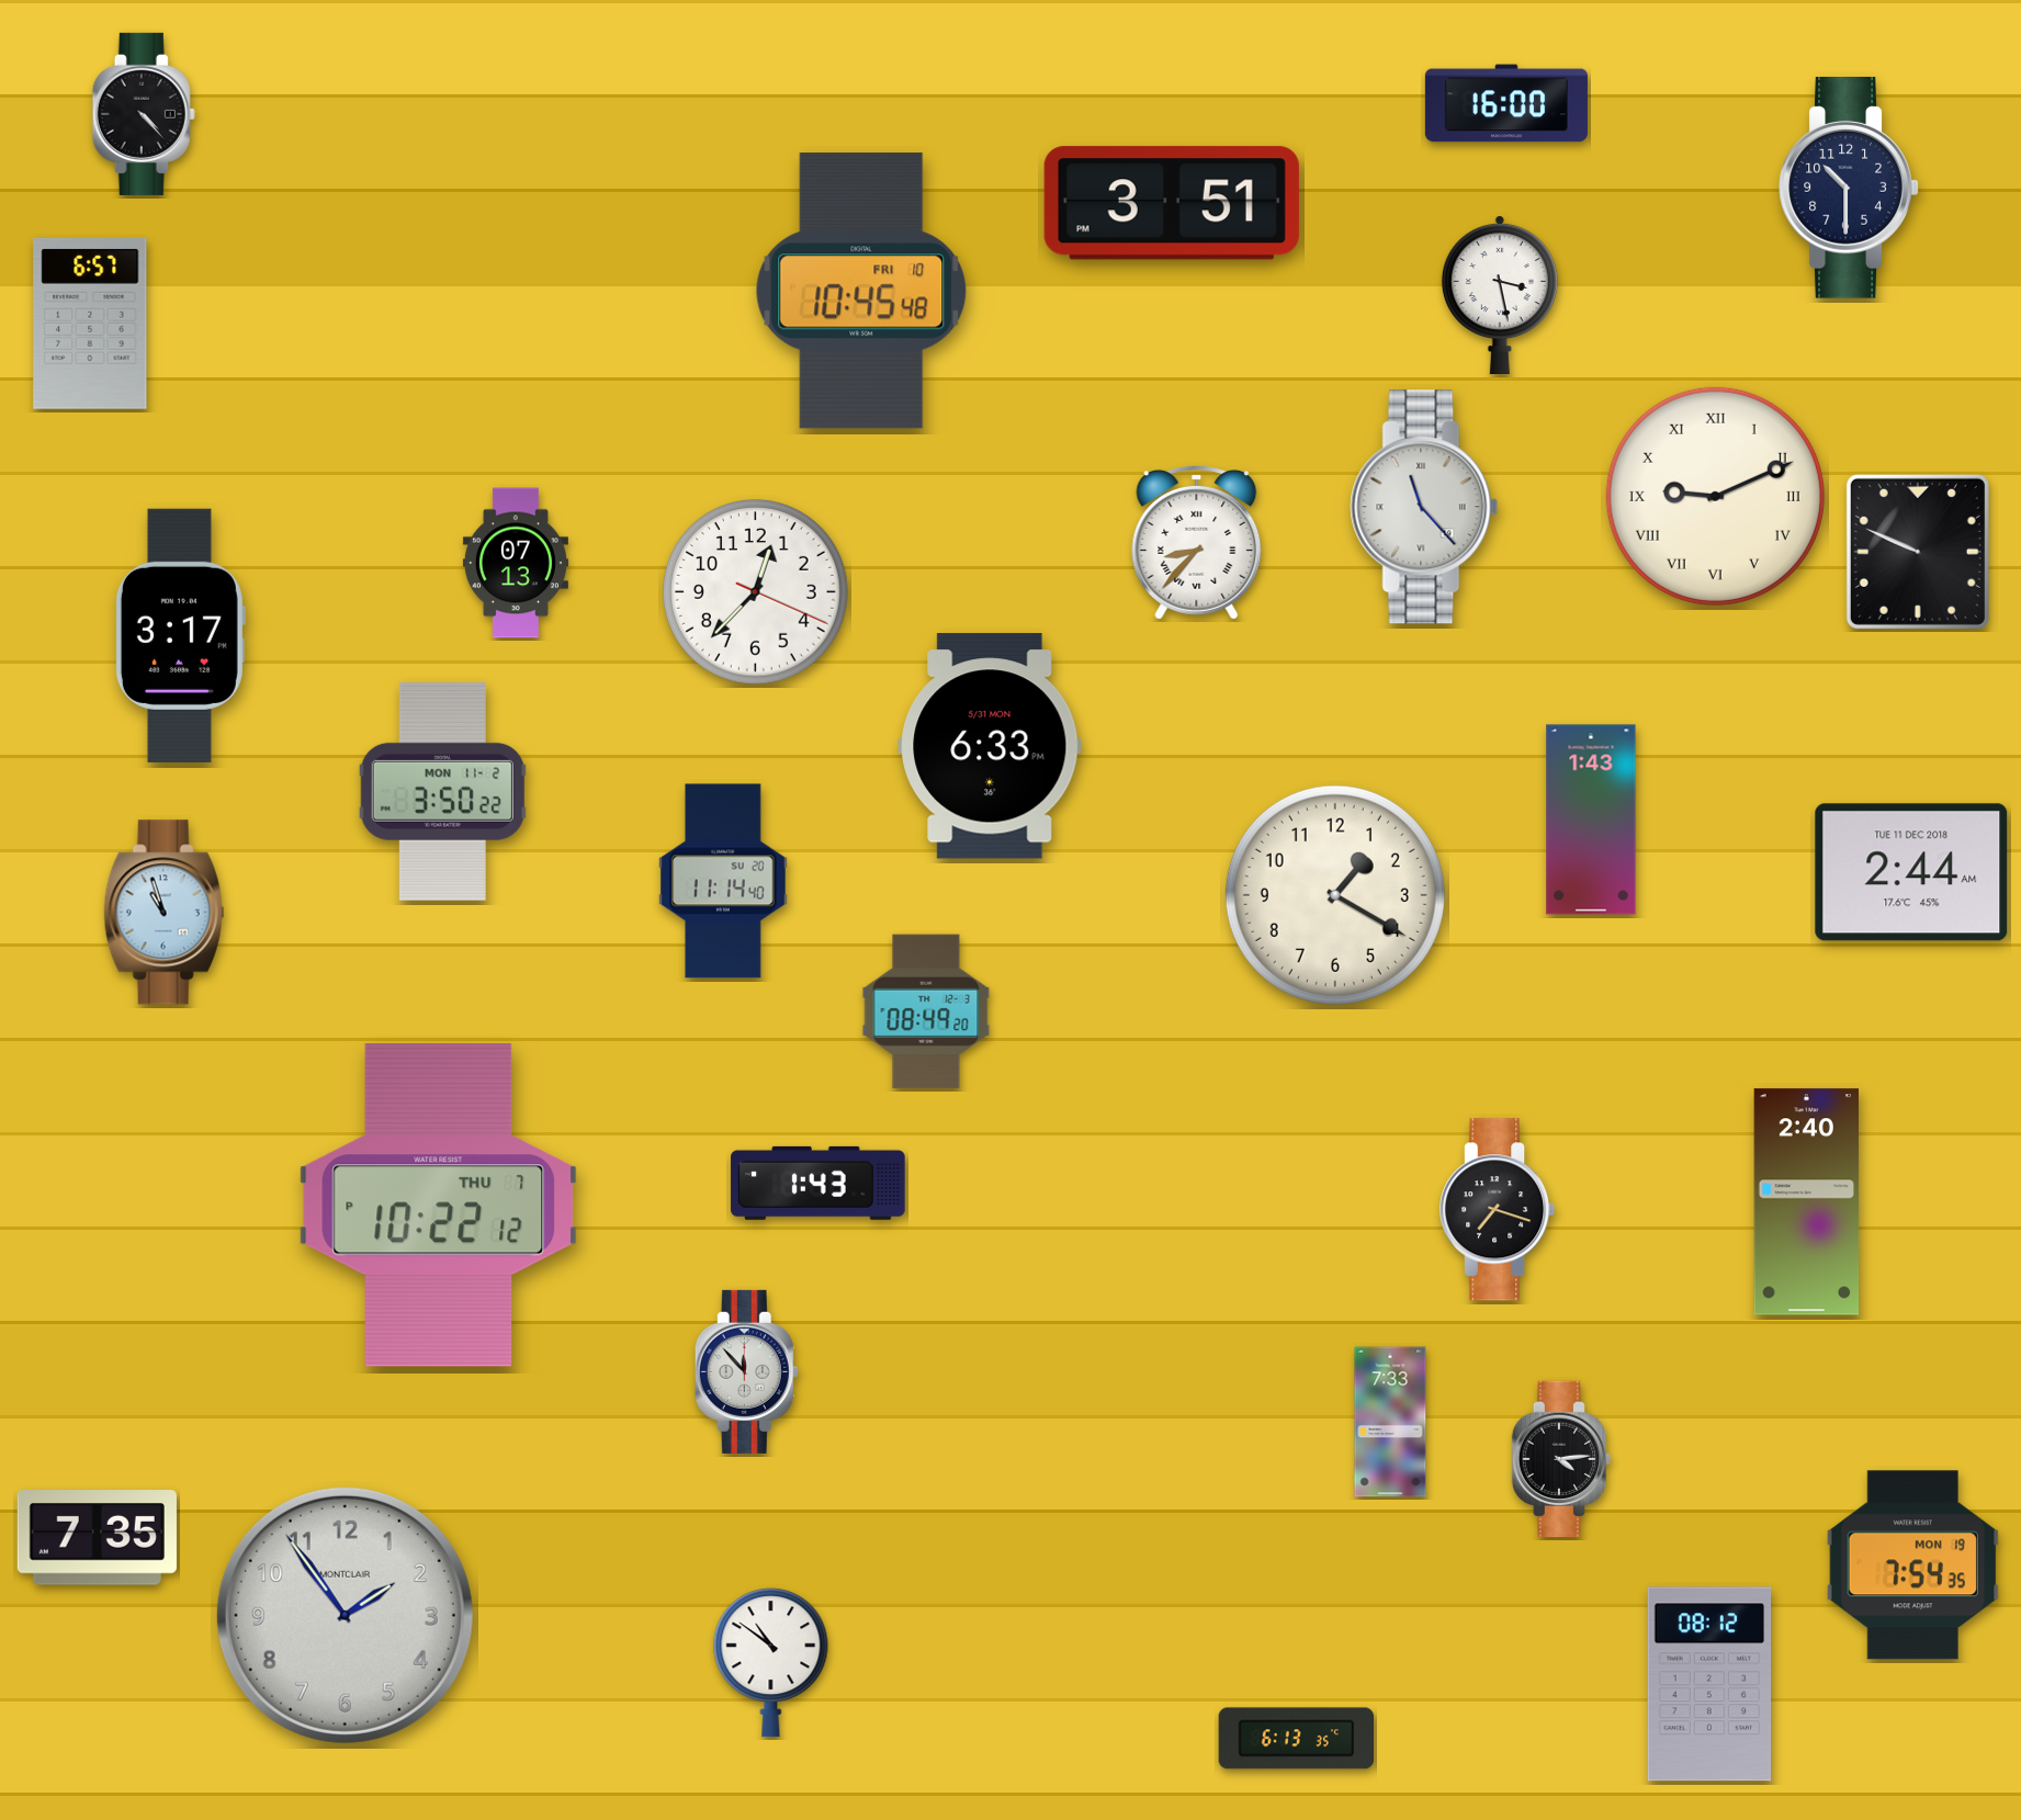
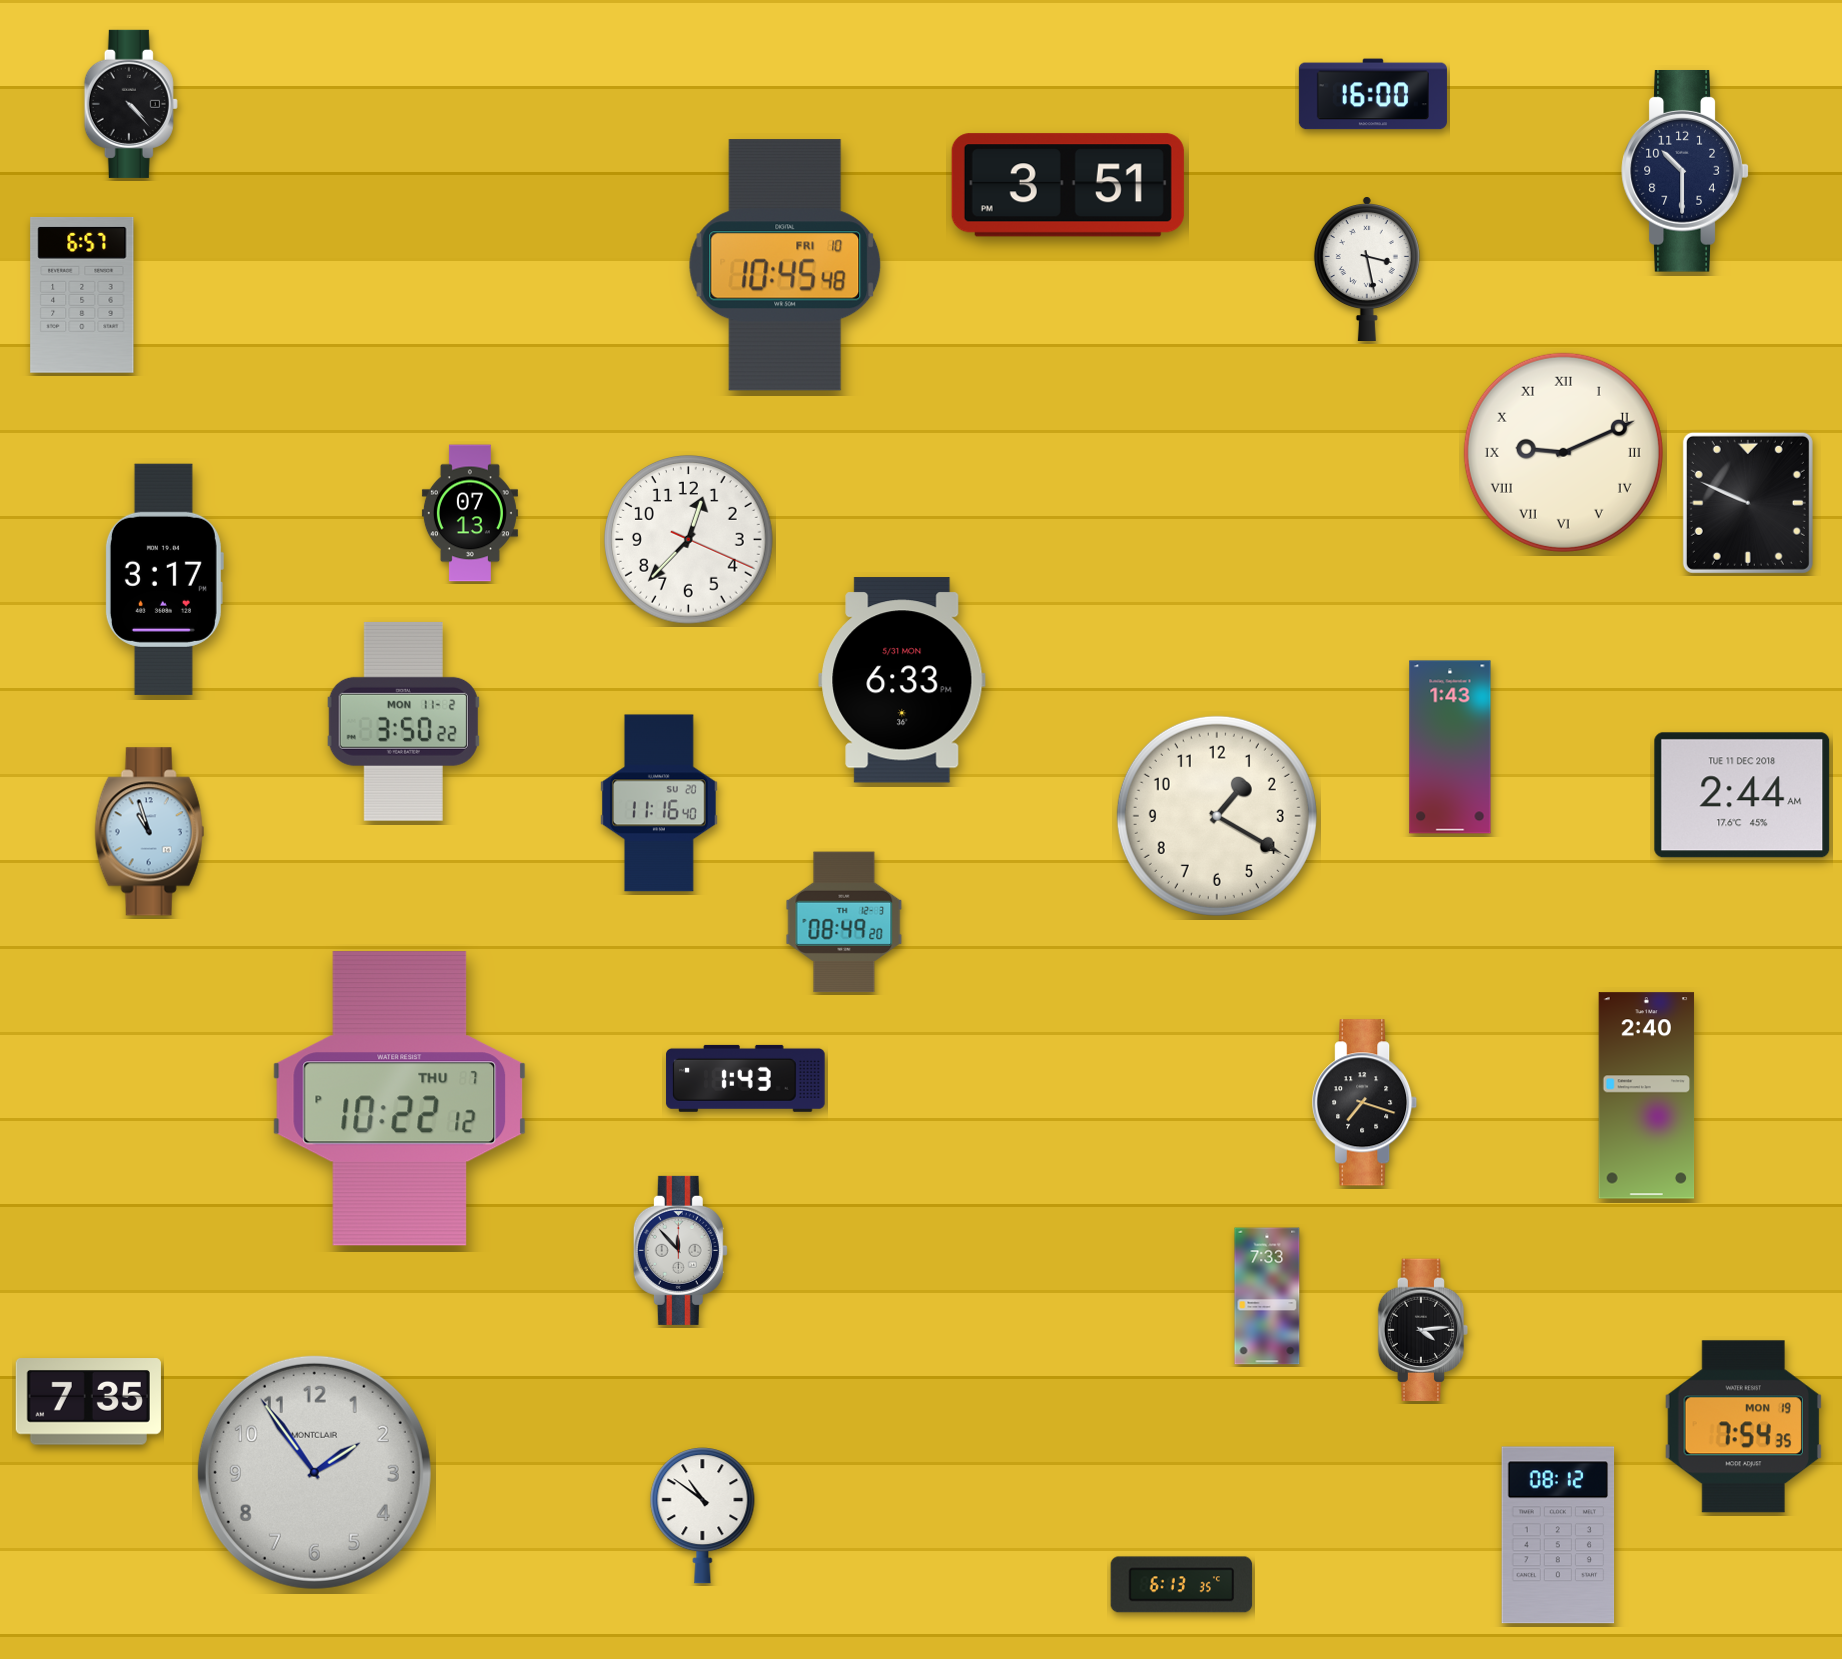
clock at (1424, 507): 11:23 -> none
clock at (1197, 543): 8:37 -> none
clock at (724, 881): 11:14 -> 11:16
